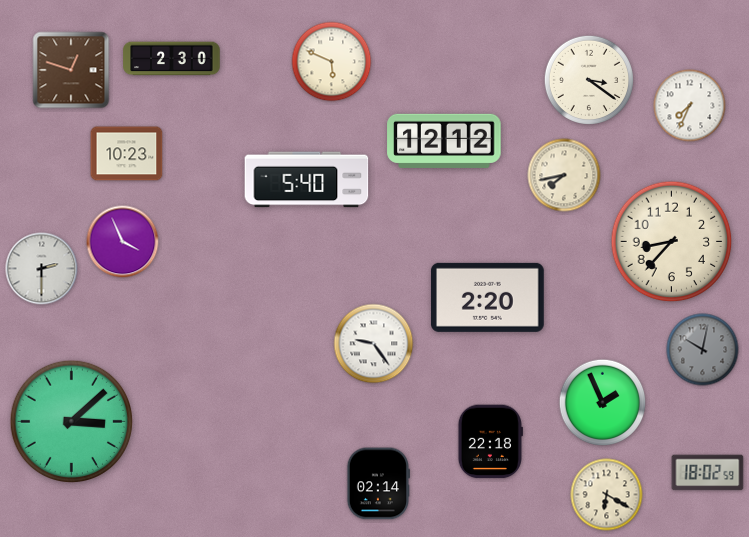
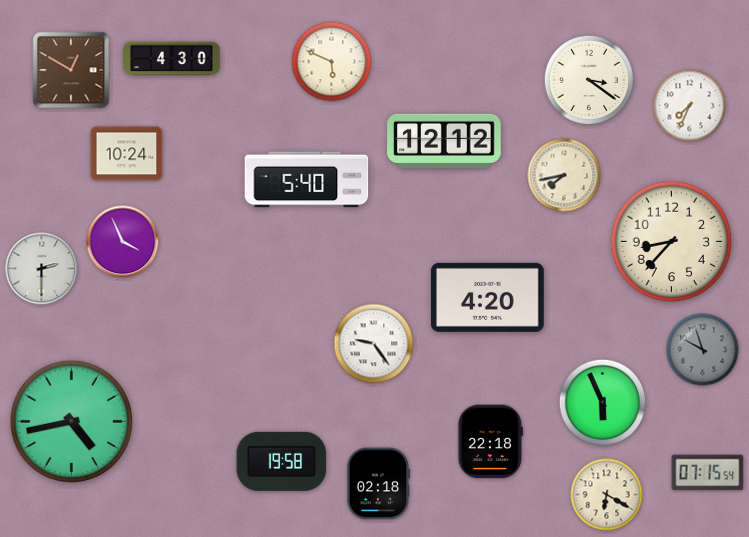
clock at (172, 59): 2:30 -> 4:30
clock at (71, 70): 12:48 -> 12:50
clock at (127, 154): 10:23 -> 10:24
clock at (487, 297): 2:20 -> 4:20
clock at (703, 350): 10:02 -> 9:57
clock at (603, 403): 1:56 -> 5:56
clock at (72, 422): 3:08 -> 4:43
clock at (282, 461): none -> 19:58
clock at (708, 473): 18:02 -> 07:15
clock at (378, 484): 02:14 -> 02:18
